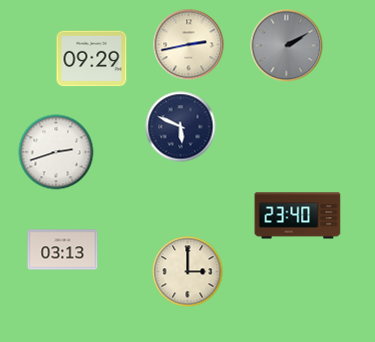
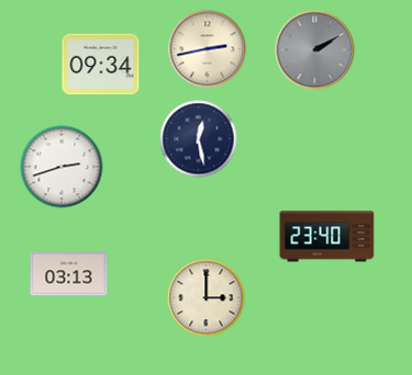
clock at (92, 59): 09:29 -> 09:34
clock at (181, 127): 5:49 -> 12:28
